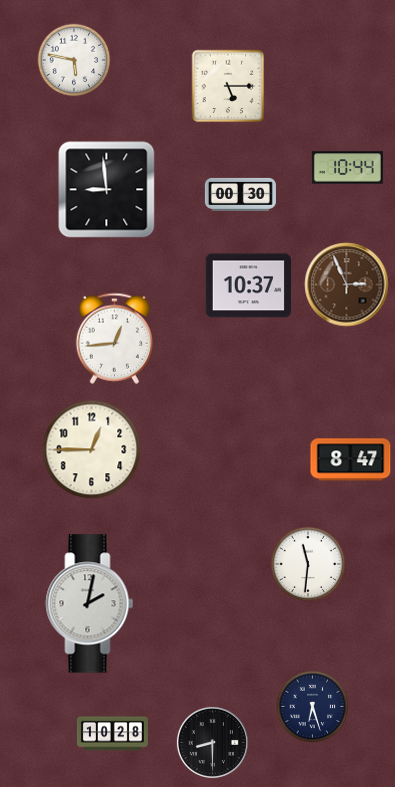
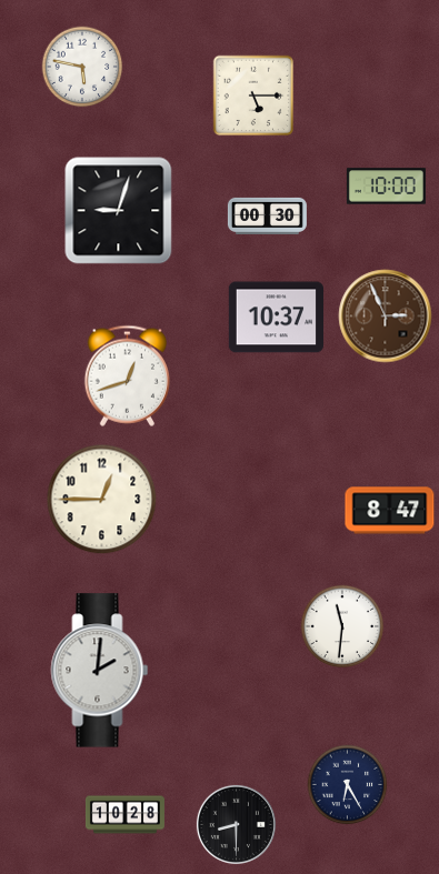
clock at (347, 168): 10:44 -> 10:00
clock at (107, 190): 8:59 -> 9:03
clock at (114, 338): 12:44 -> 12:42
clock at (90, 604): 2:02 -> 2:01
clock at (313, 707): 6:27 -> 6:25
